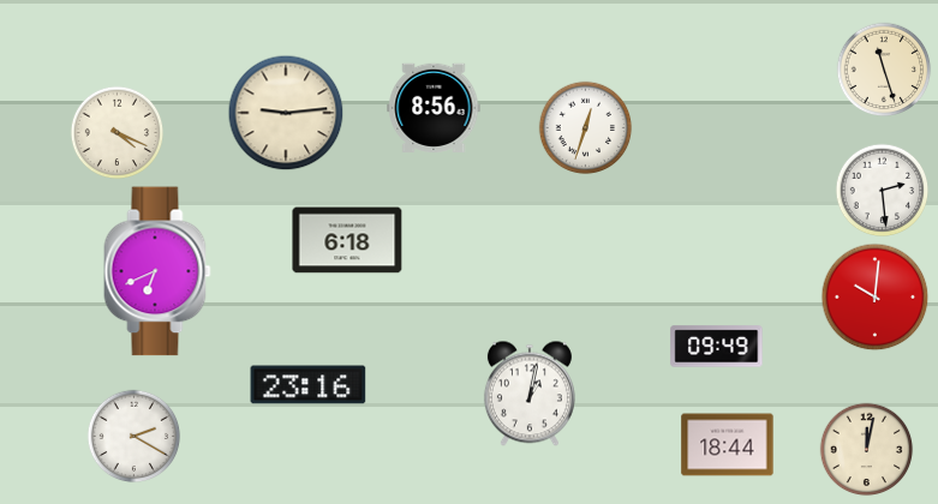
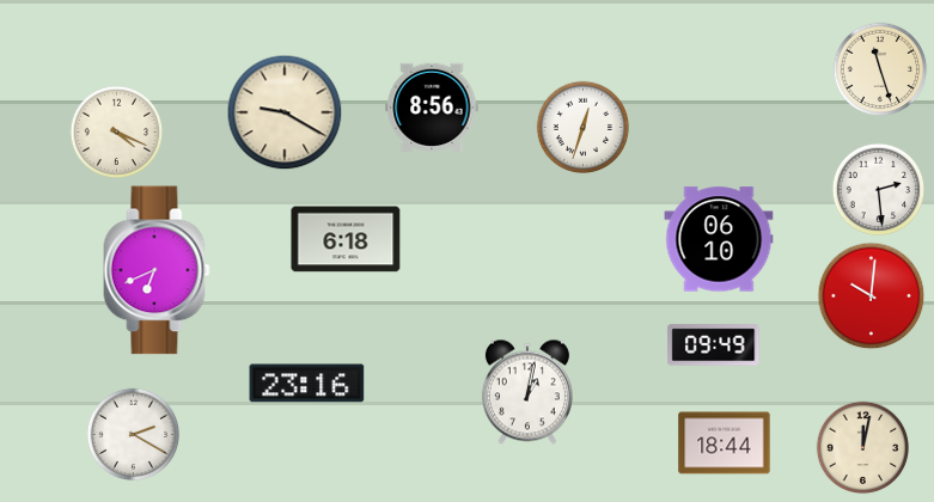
clock at (286, 113): 9:14 -> 9:20
clock at (719, 239): none -> 06:10
